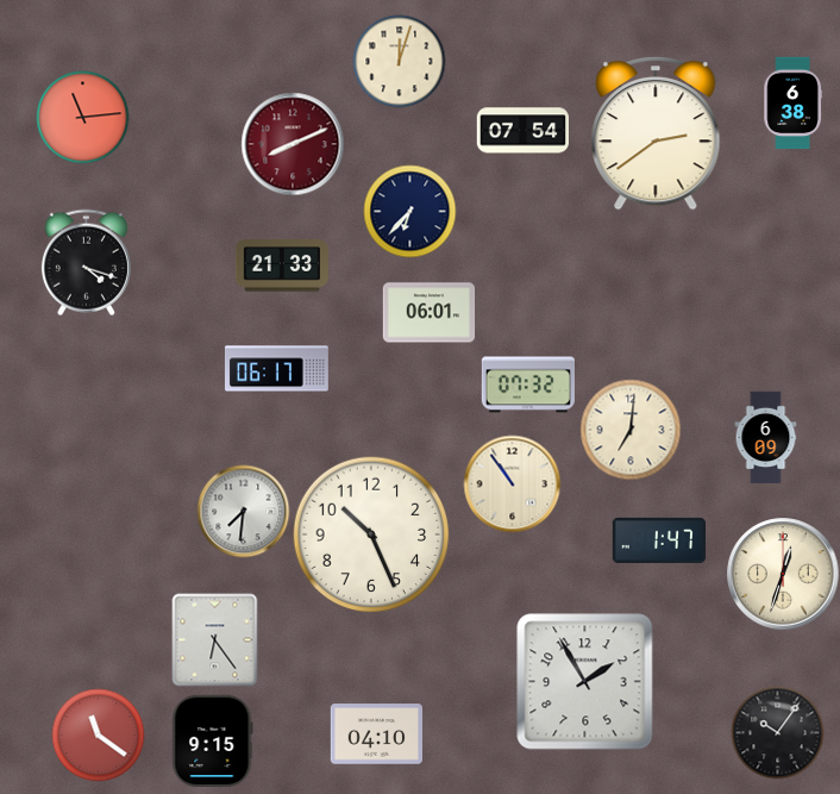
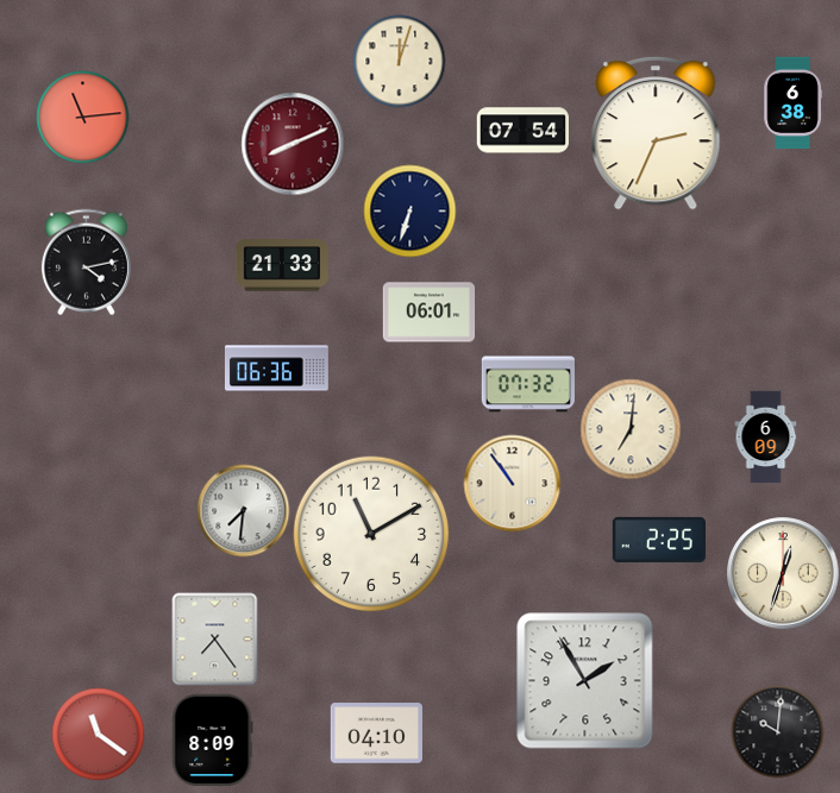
clock at (656, 133): 2:39 -> 2:34
clock at (409, 211): 6:37 -> 6:33
clock at (86, 262): 4:18 -> 4:13
clock at (276, 369): 06:17 -> 06:36
clock at (371, 534): 10:26 -> 11:10
clock at (658, 540): 1:47 -> 2:25
clock at (215, 639): 6:24 -> 7:24
clock at (777, 732): 10:06 -> 10:01
clock at (213, 740): 9:15 -> 8:09
